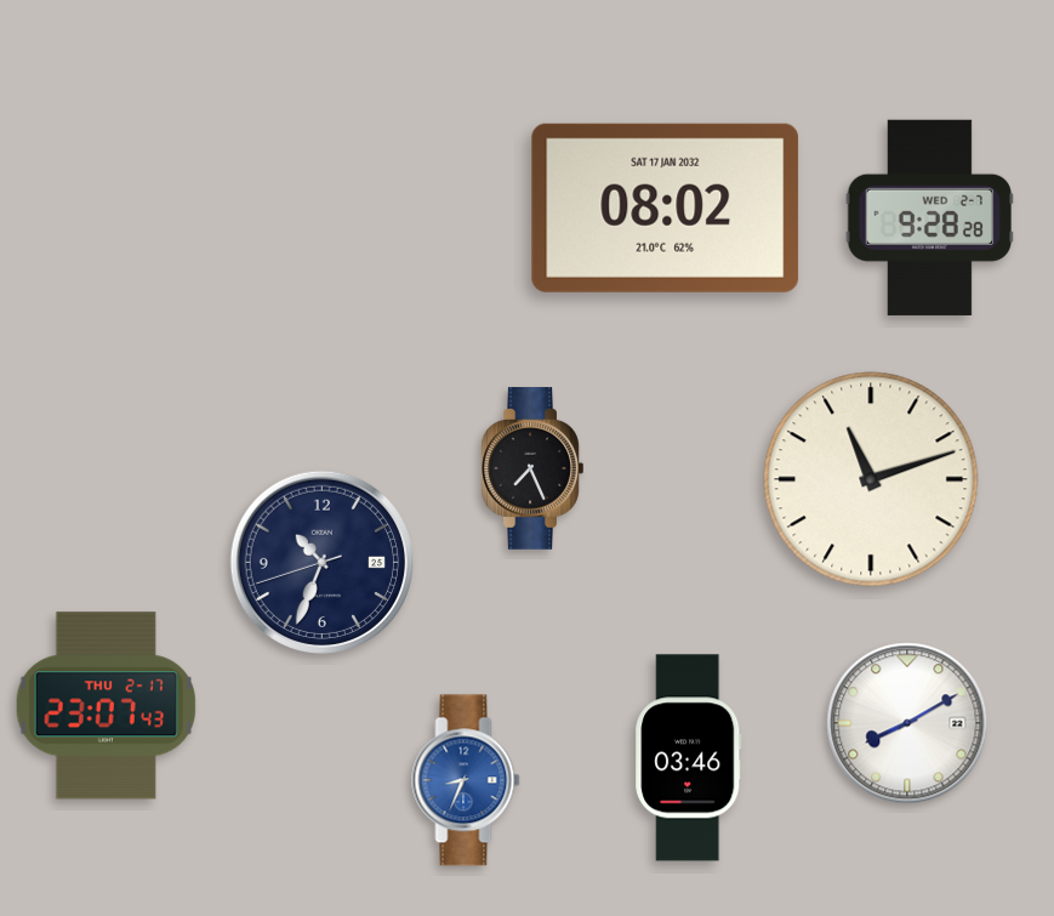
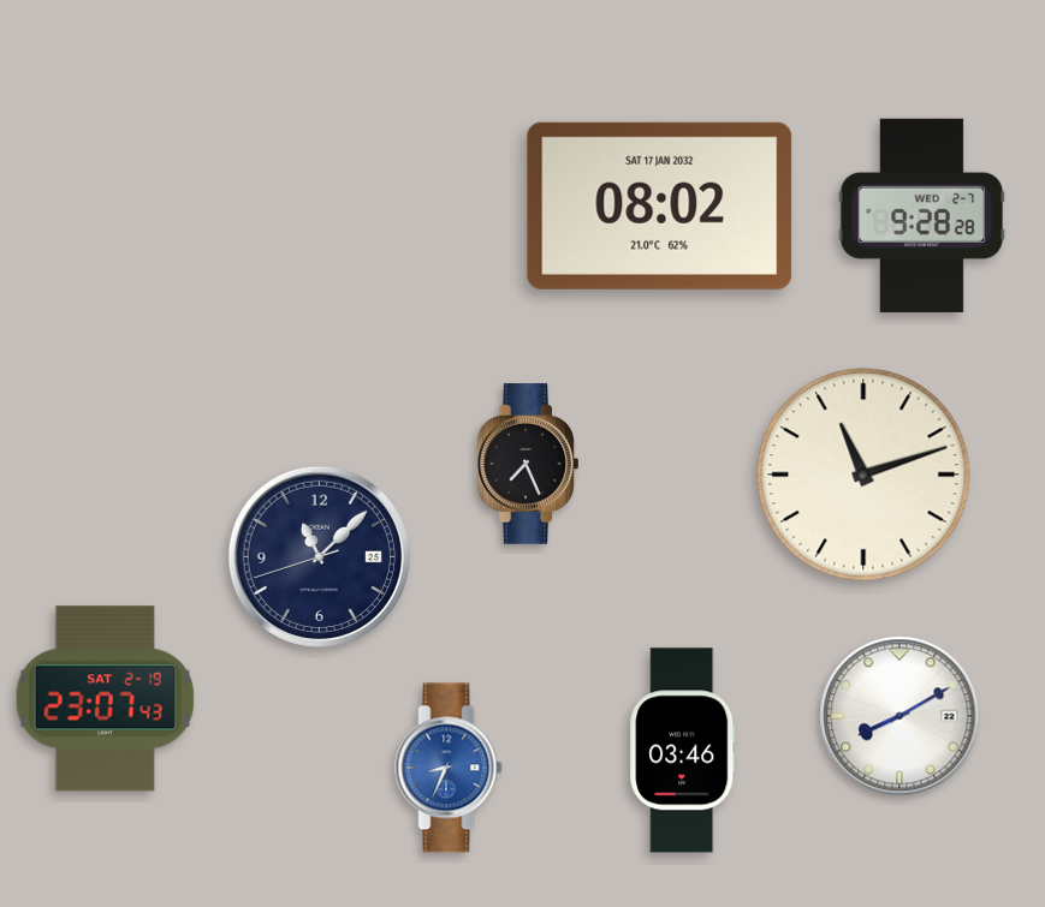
clock at (321, 562): 10:33 -> 11:07
clock at (106, 706) date: THU 2-17 -> SAT 2-19
clock at (466, 780) position: (466, 780) -> (449, 768)
